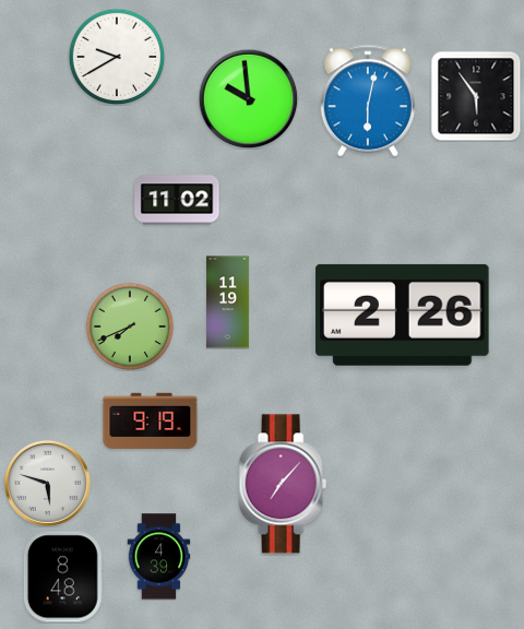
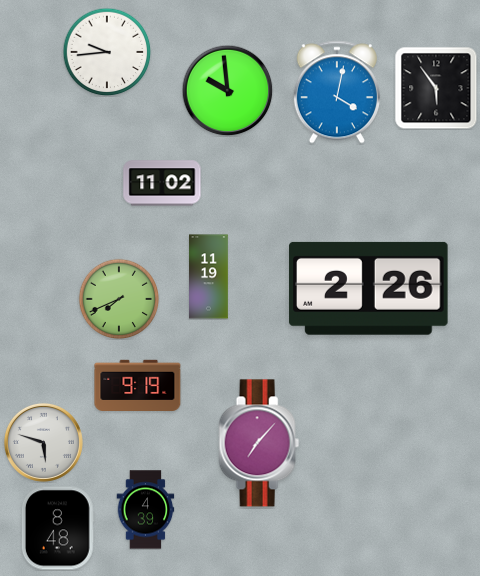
clock at (117, 57): 9:40 -> 9:44
clock at (368, 100): 6:02 -> 4:02
